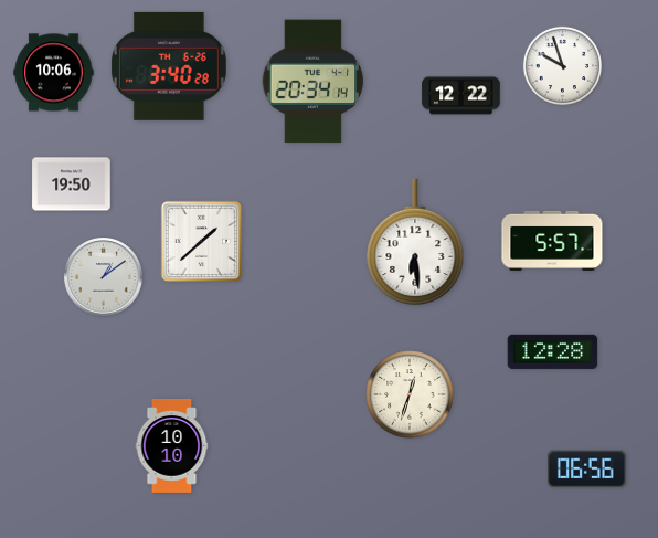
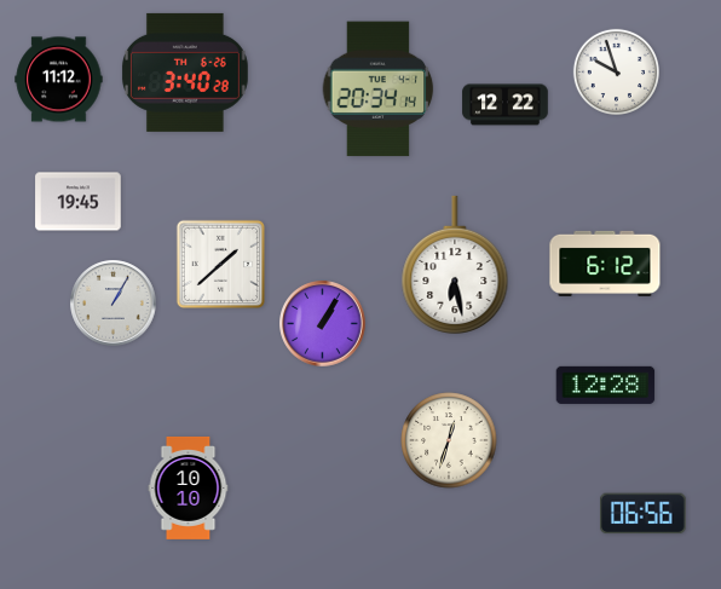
clock at (54, 73): 10:06 -> 11:12
clock at (314, 82) position: (314, 82) -> (379, 89)
clock at (72, 184): 19:50 -> 19:45
clock at (415, 241): 6:29 -> 6:28
clock at (552, 241): 5:57 -> 6:12
clock at (104, 277): 1:09 -> 1:05
clock at (323, 324): none -> 1:05
clock at (410, 394) position: (410, 394) -> (449, 440)
